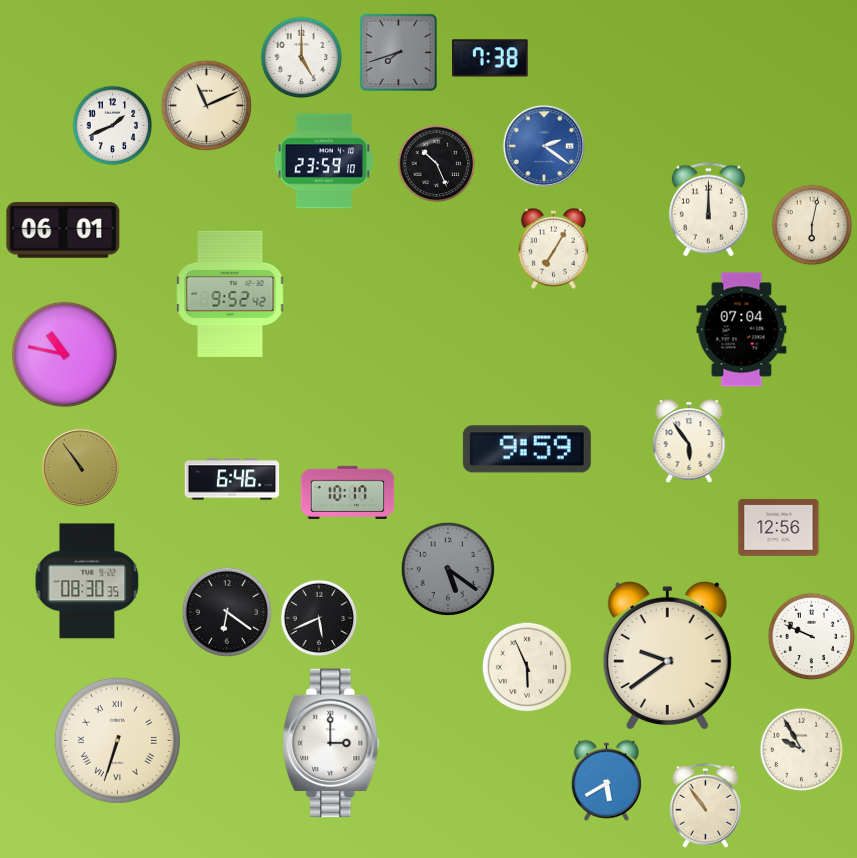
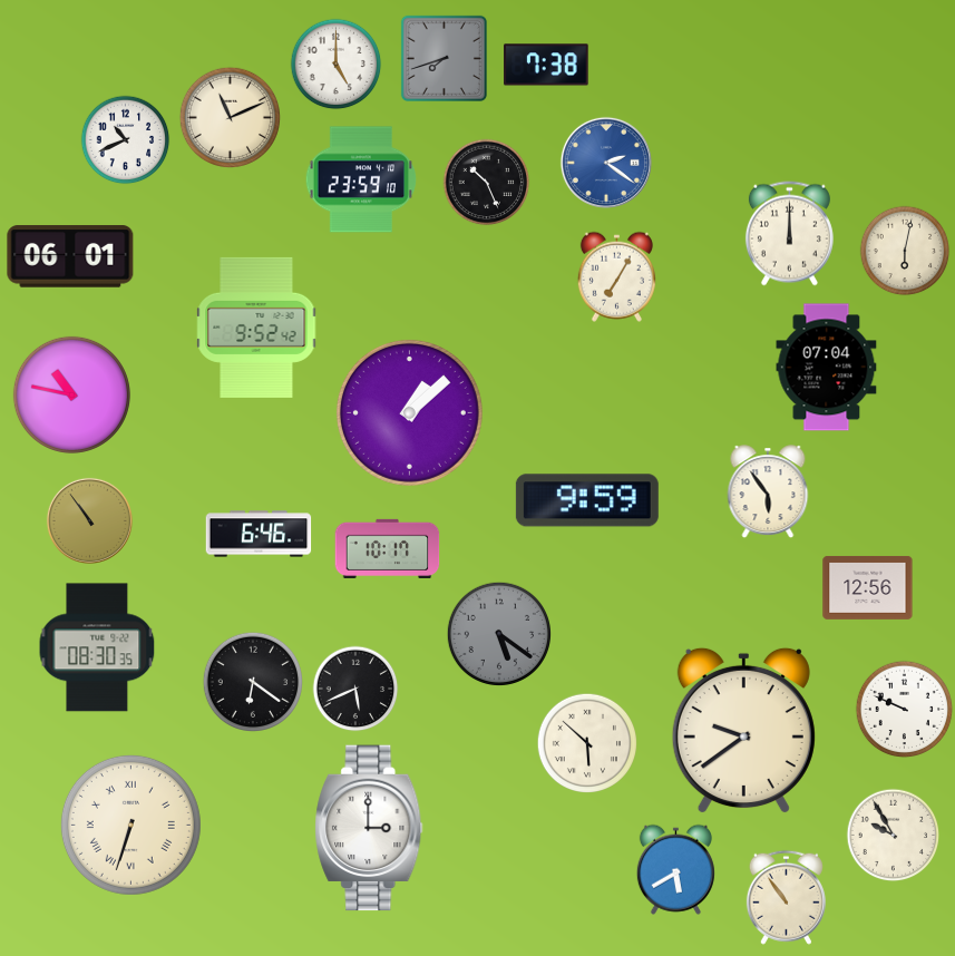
clock at (113, 126): 1:41 -> 10:41
clock at (409, 412): none -> 1:08
clock at (526, 666): 5:56 -> 5:52
